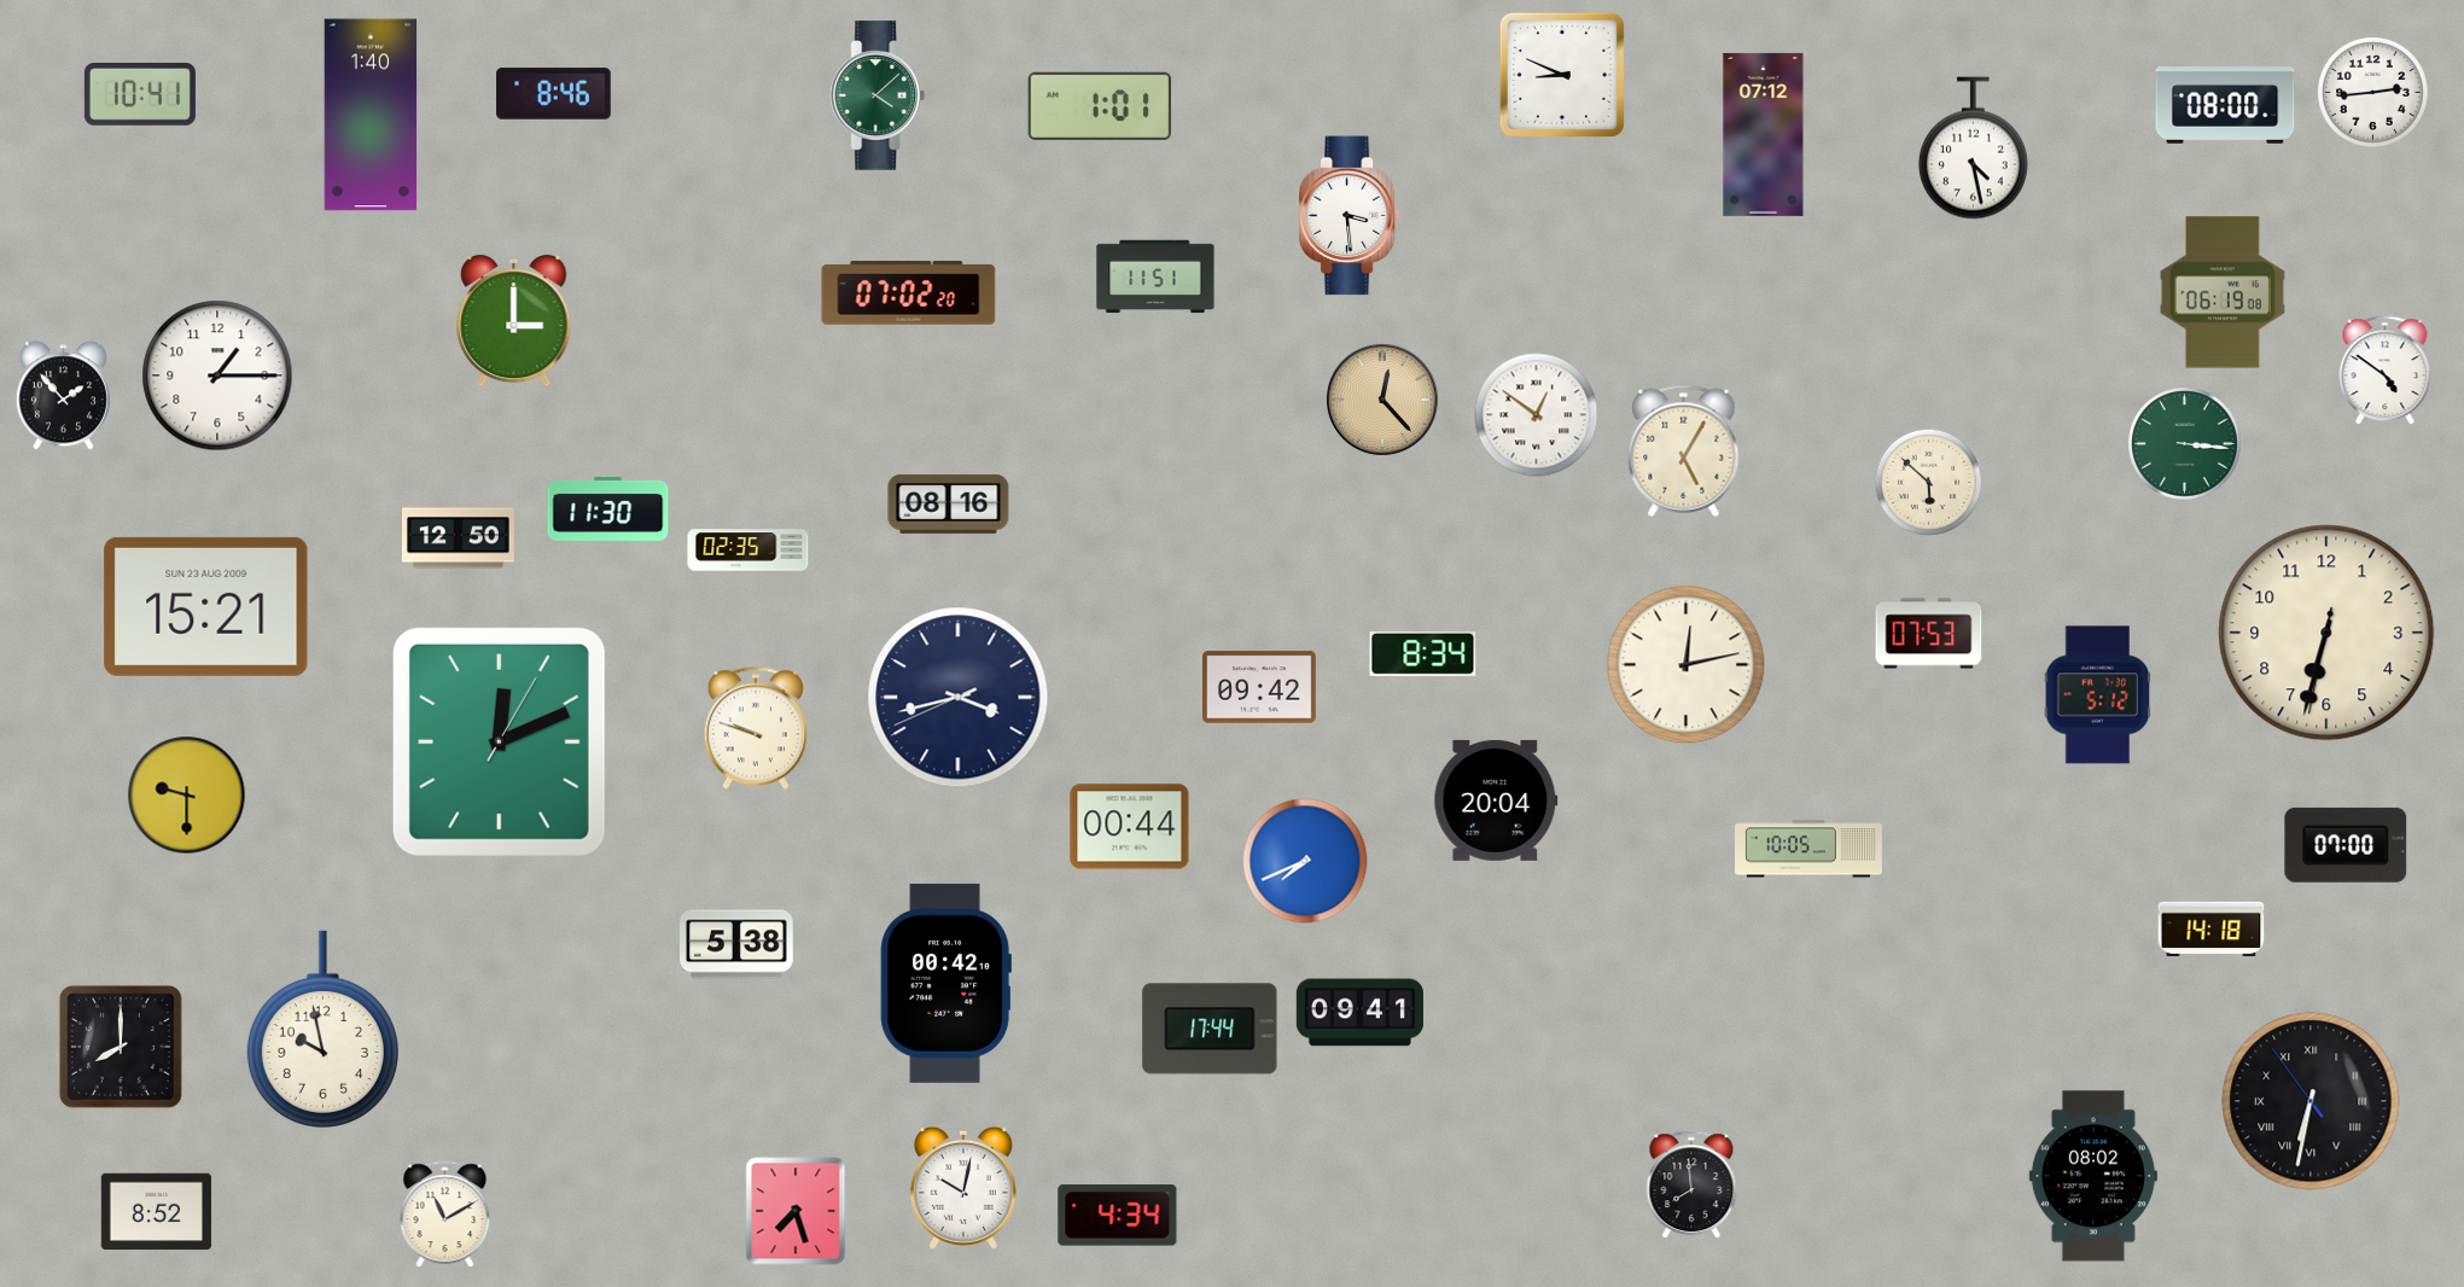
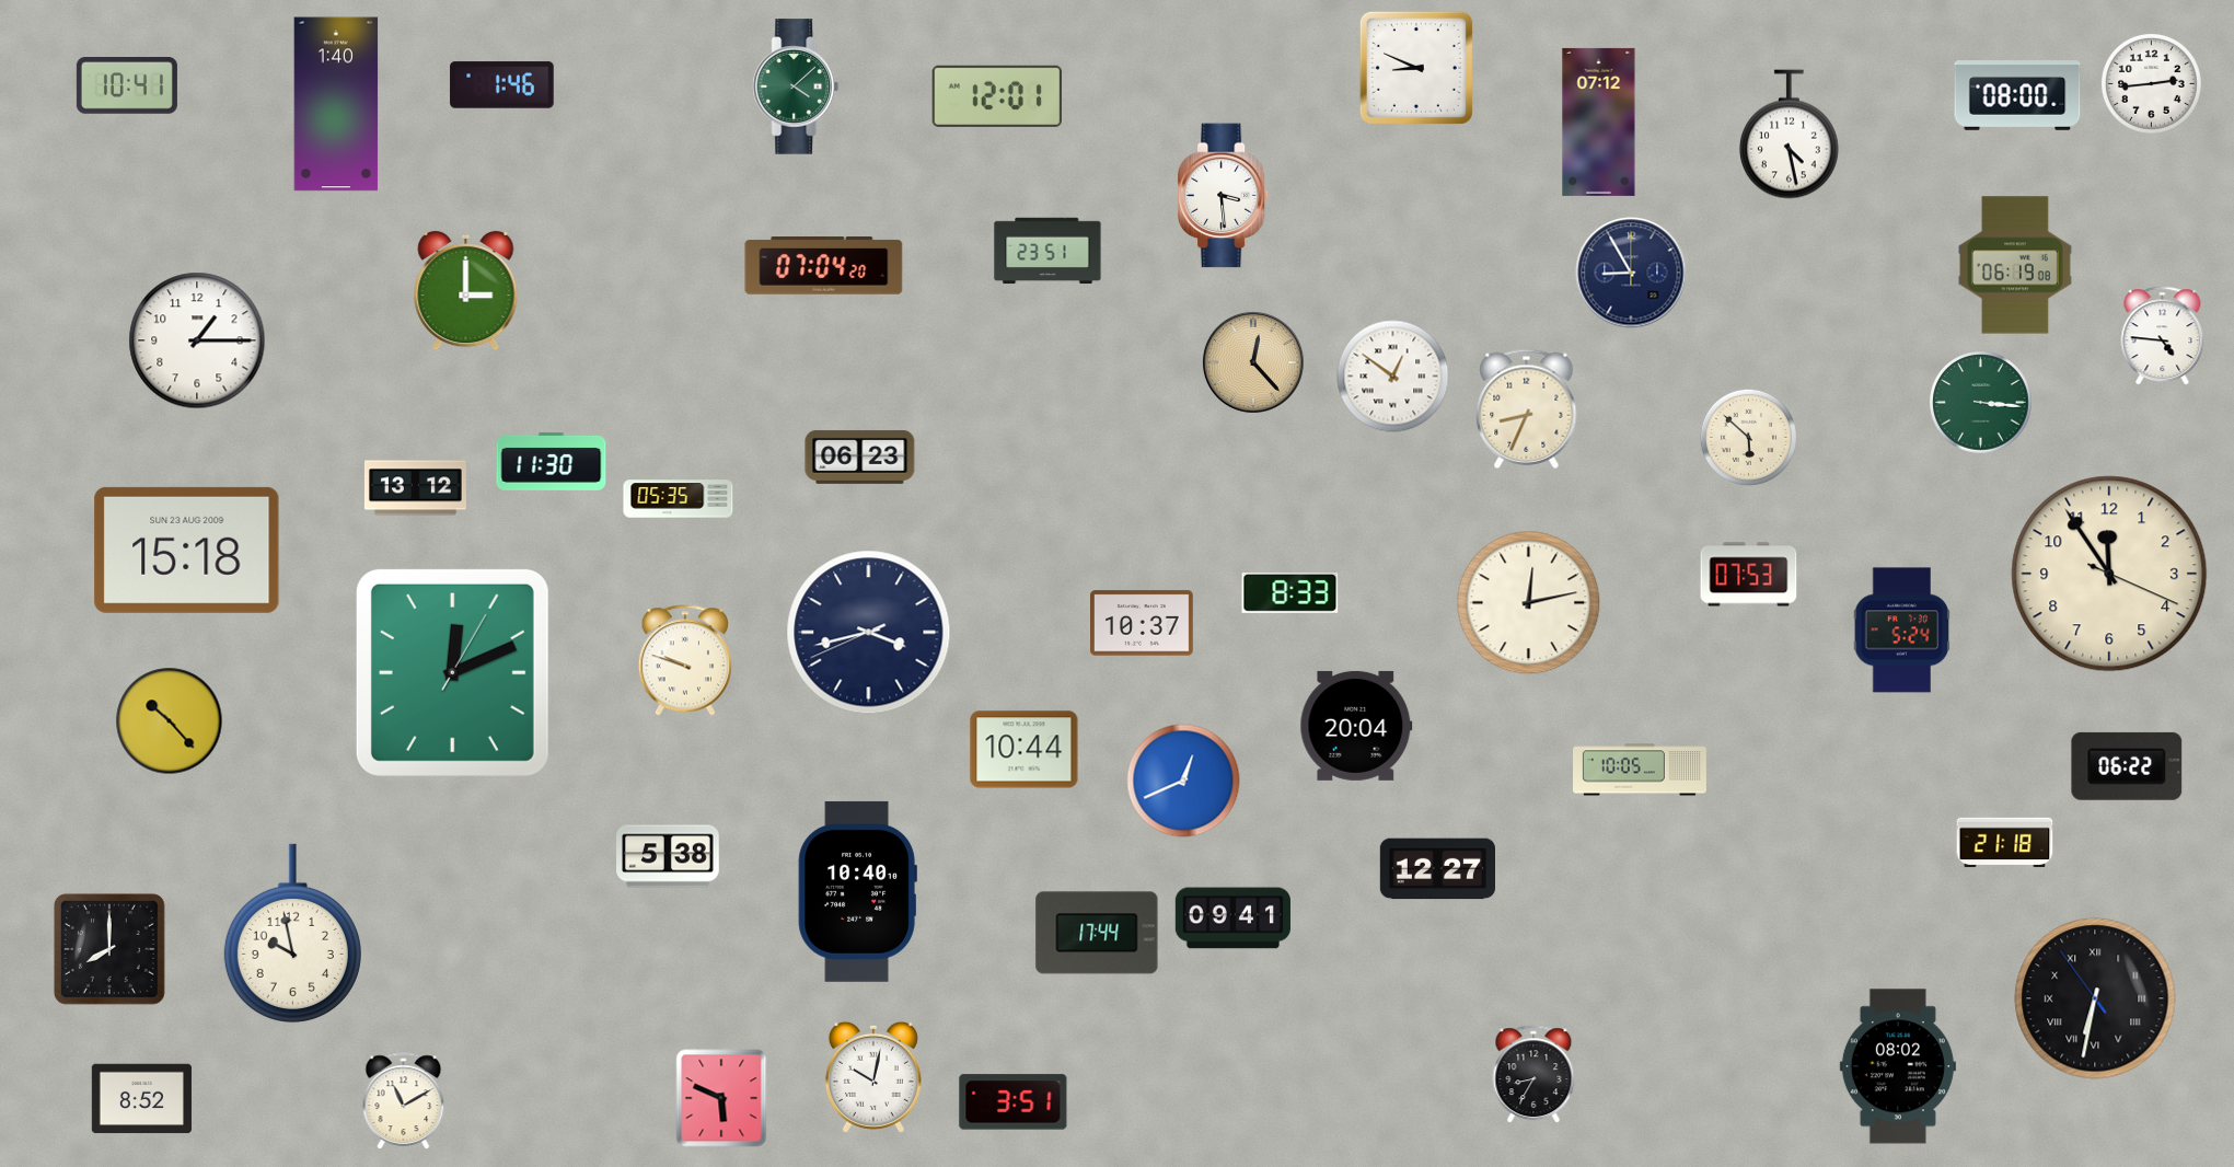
clock at (554, 94): 8:46 -> 1:46
clock at (1099, 106): 1:01 -> 12:01
clock at (1155, 276): 11:51 -> 23:51
clock at (909, 293): 07:02 -> 07:04
clock at (1631, 273): none -> 8:55
clock at (2386, 371): 4:51 -> 4:46
clock at (63, 396): 1:53 -> none
clock at (1684, 450): 5:05 -> 8:34
clock at (949, 503): 08:16 -> 06:23
clock at (458, 538): 12:50 -> 13:12
clock at (748, 551): 02:35 -> 05:35
clock at (206, 606): 15:21 -> 15:18
clock at (2326, 633): 6:32 -> 11:54
clock at (1423, 653): 8:34 -> 8:33
clock at (1260, 687): 09:42 -> 10:37
clock at (2098, 695): 5:12 -> 5:24
clock at (187, 796): 9:30 -> 10:23
clock at (1130, 827): 00:44 -> 10:44
clock at (2346, 845): 07:00 -> 06:22
clock at (1305, 861): 7:41 -> 12:41
clock at (2212, 930): 14:18 -> 21:18
clock at (1437, 869): none -> 12:27
clock at (945, 983): 00:42 -> 10:40
clock at (1691, 1186): 7:59 -> 8:35
clock at (796, 1211): 7:27 -> 5:49
clock at (1118, 1216): 4:34 -> 3:51
